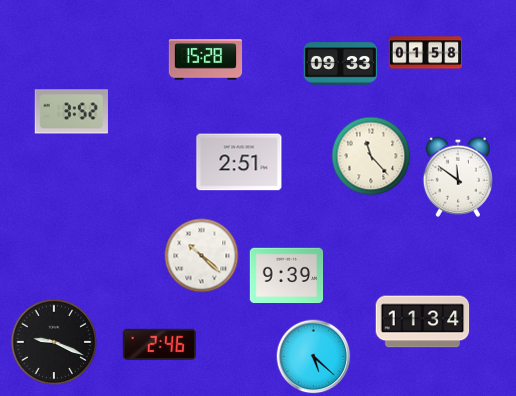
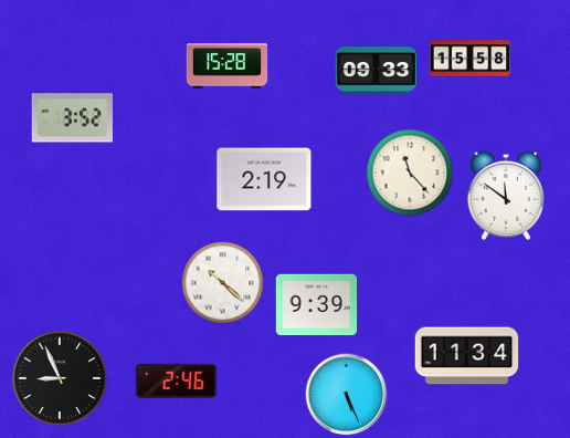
clock at (426, 53): 01:58 -> 15:58
clock at (71, 112) position: (71, 112) -> (72, 118)
clock at (239, 162): 2:51 -> 2:19
clock at (54, 342): 9:19 -> 8:56
clock at (314, 357): 5:22 -> 5:26
